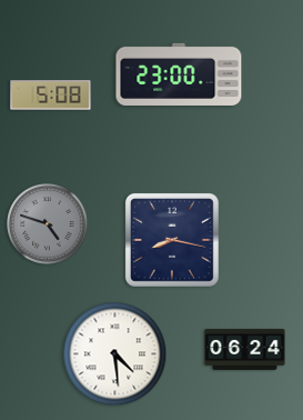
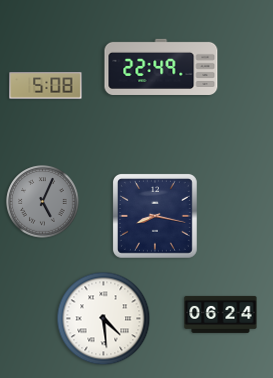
clock at (179, 74): 23:00 -> 22:49
clock at (48, 224): 4:48 -> 5:04
